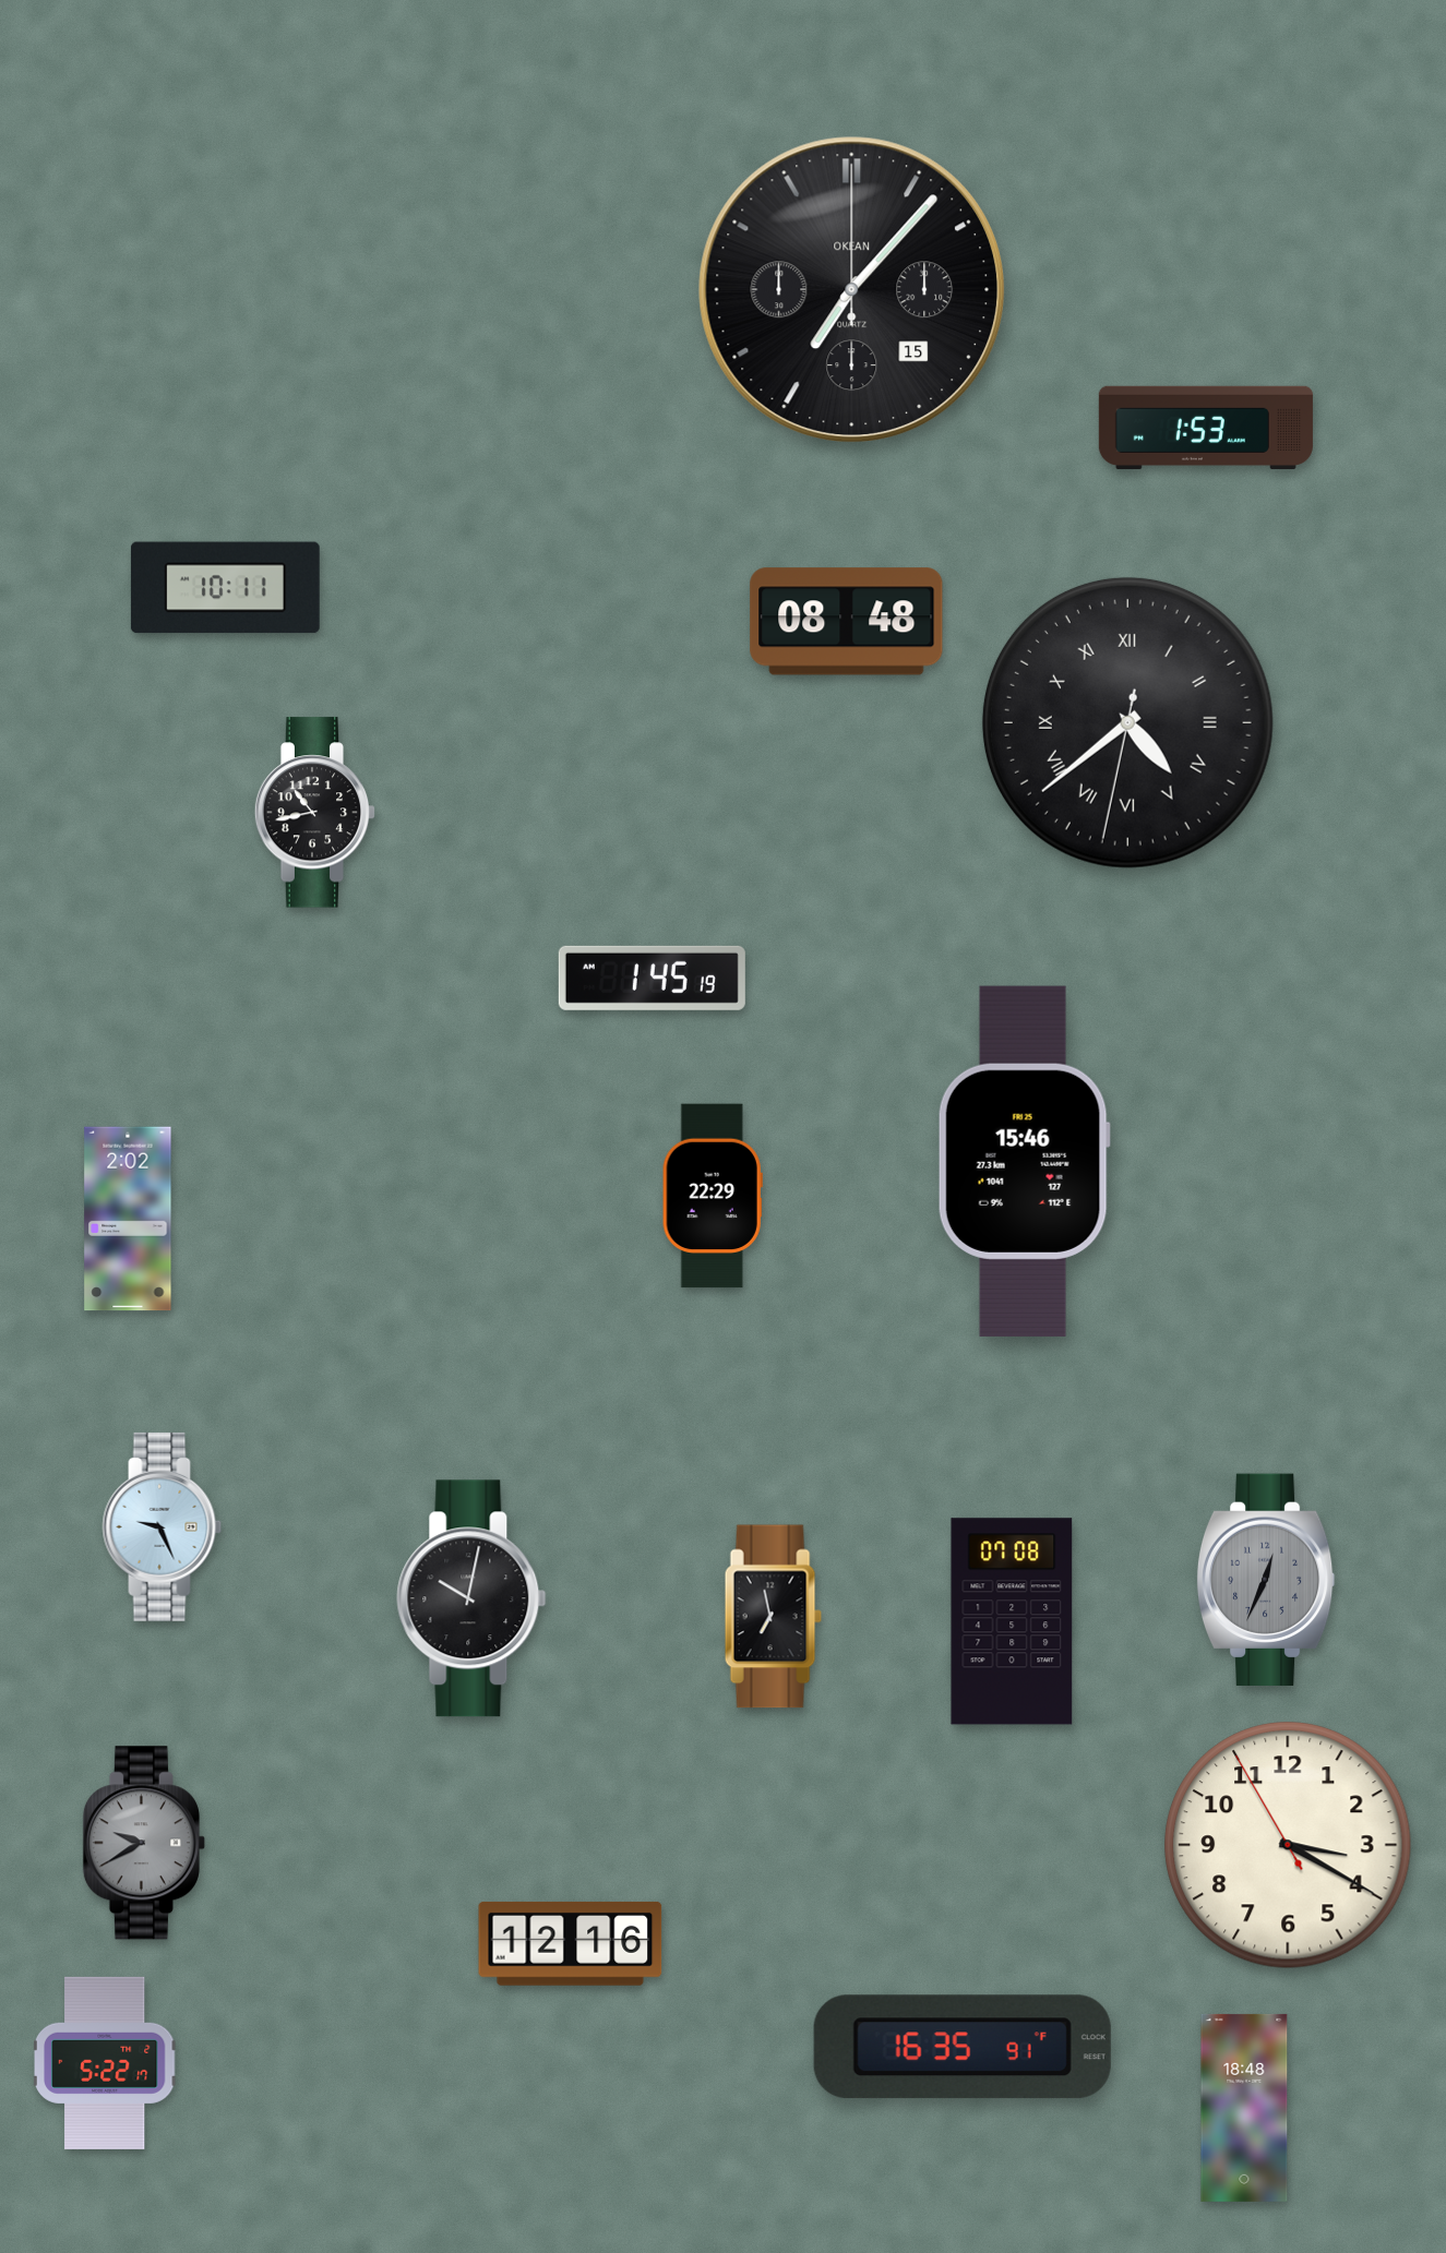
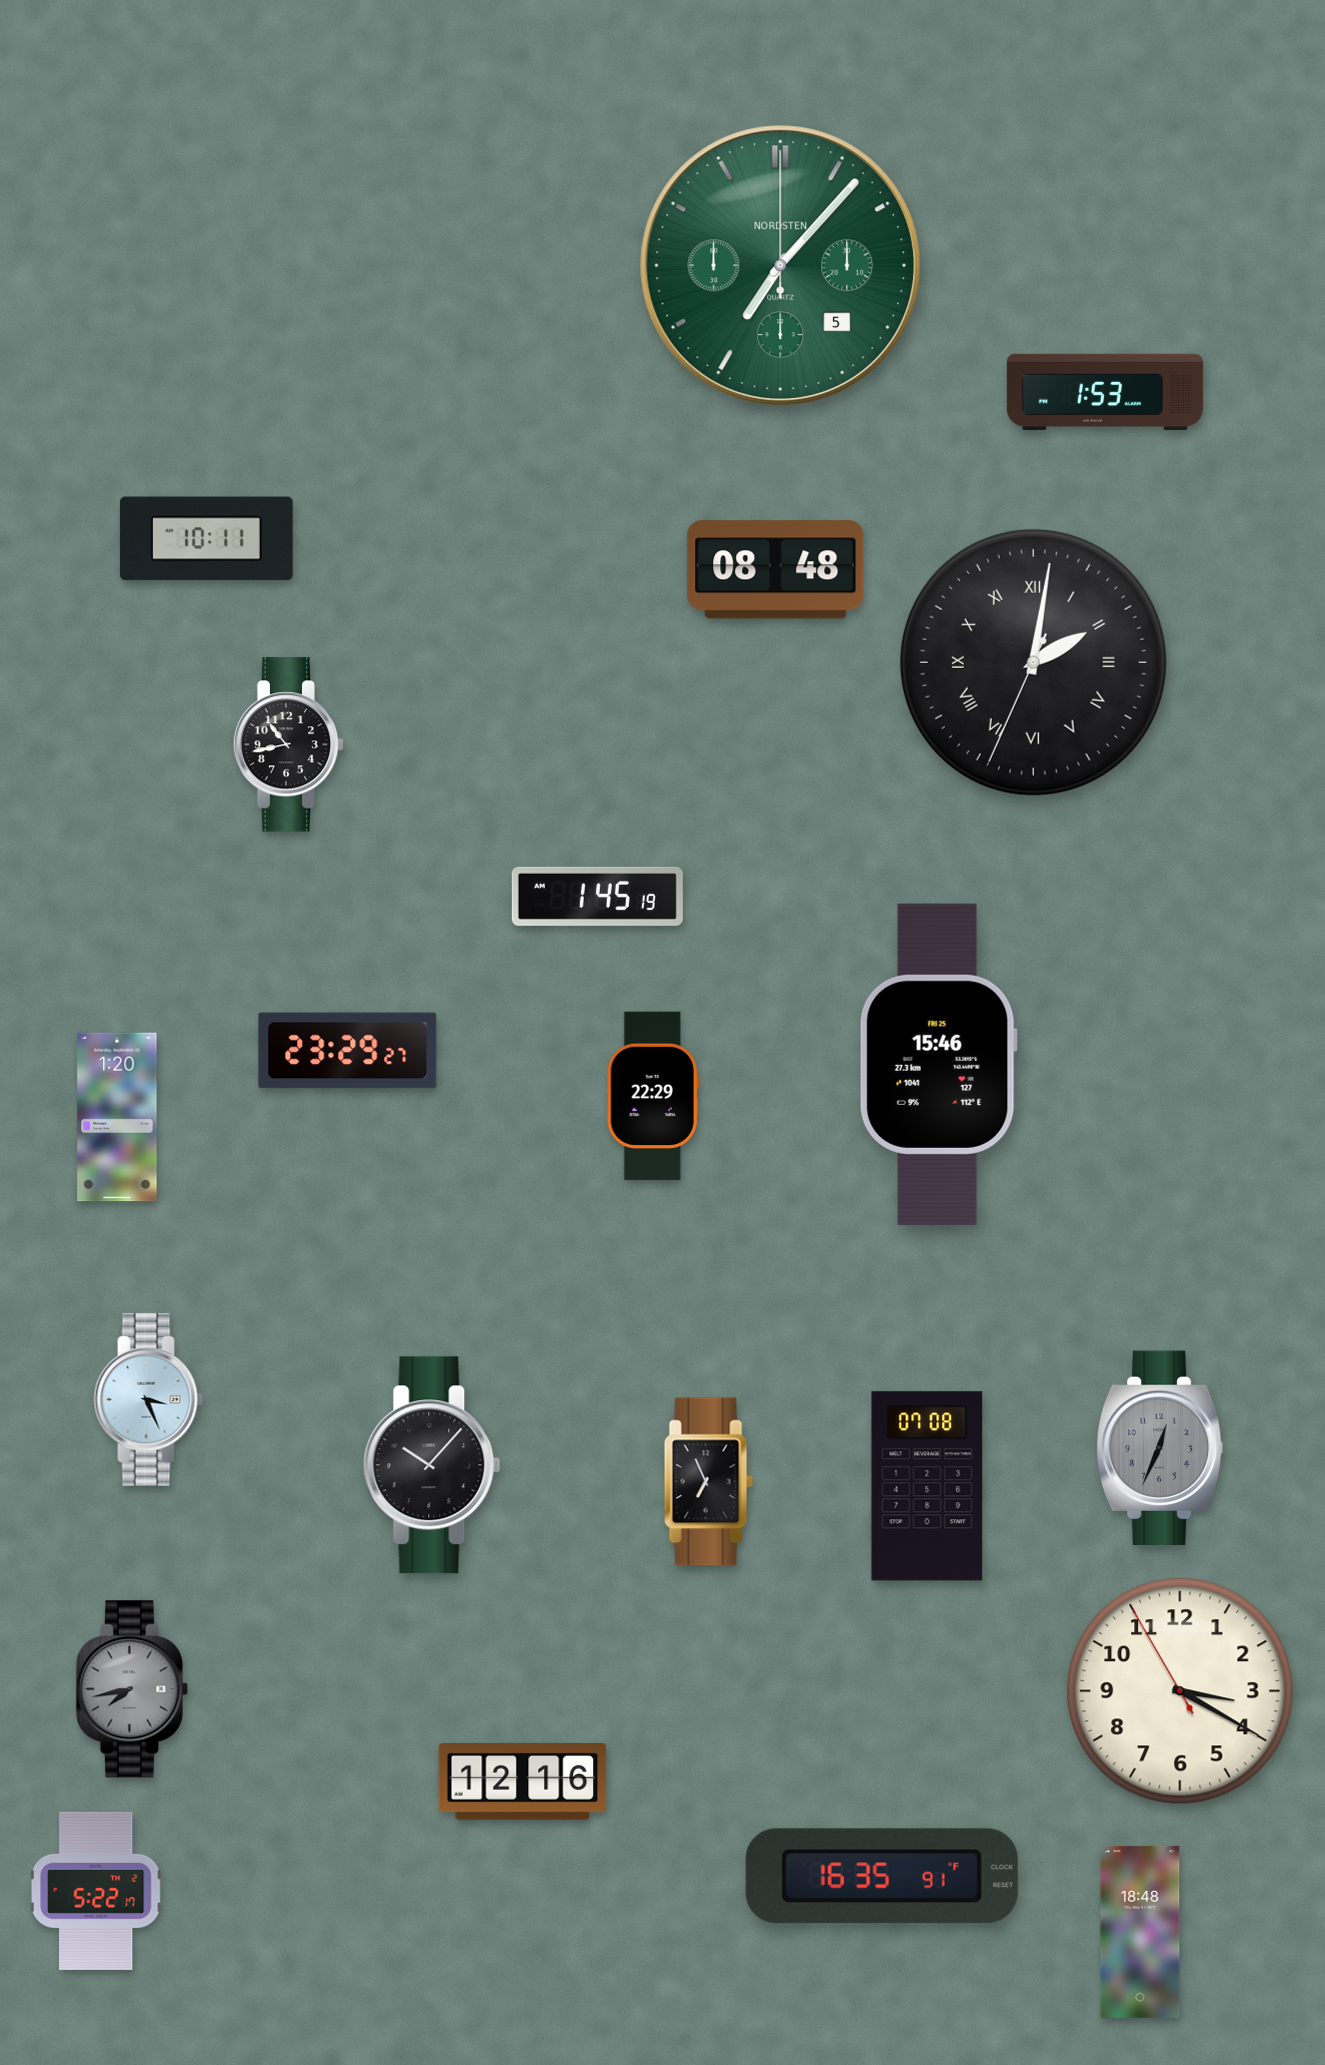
clock at (851, 289) date: 15 -> 5
clock at (851, 289) dial: black -> green
clock at (851, 289) brand: OKEAN -> NORDSTEN
clock at (1127, 722): 4:38 -> 2:01
clock at (348, 1051): none -> 23:29
clock at (128, 1219): 2:02 -> 1:20
clock at (163, 1526): 9:26 -> 3:26
clock at (471, 1598): 10:02 -> 10:07
clock at (773, 1617): 6:58 -> 6:56
clock at (144, 1843): 9:40 -> 7:43
